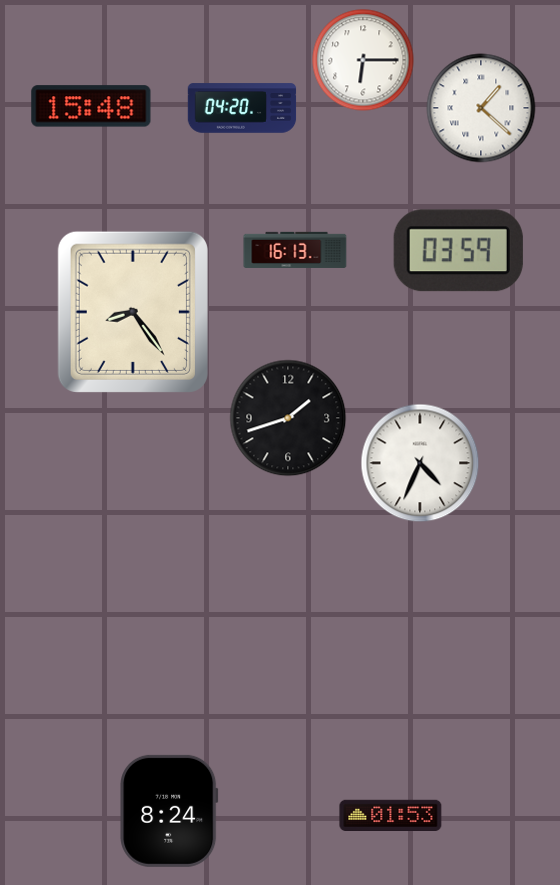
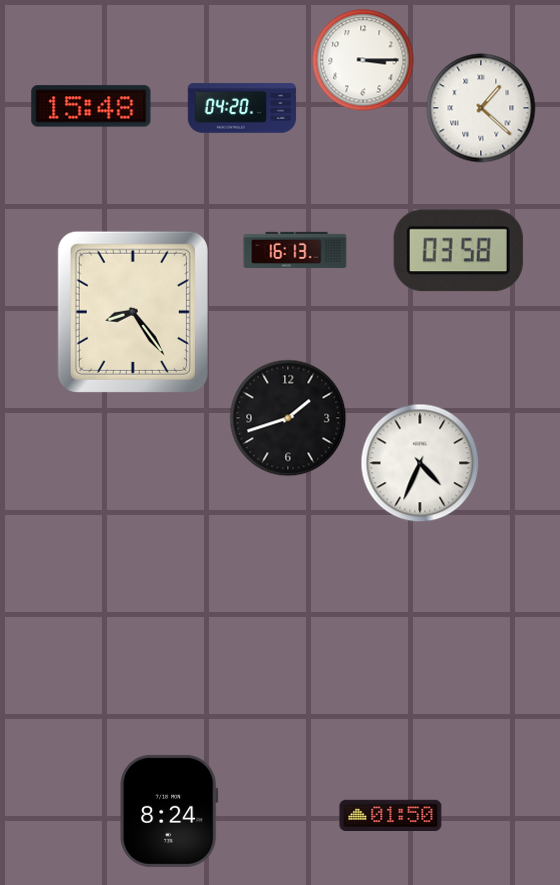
clock at (363, 60): 6:15 -> 3:15
clock at (458, 251): 03:59 -> 03:58
clock at (391, 815): 01:53 -> 01:50
